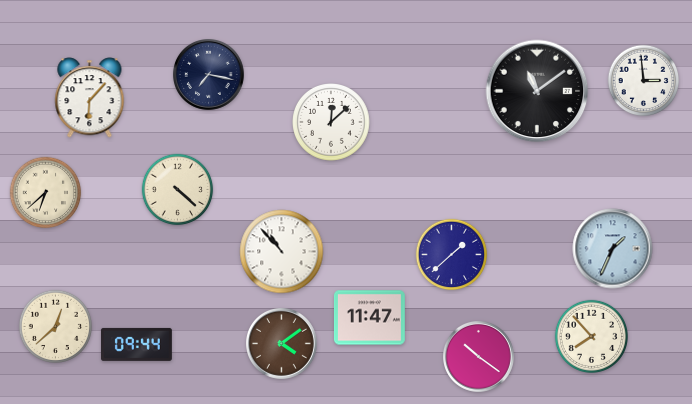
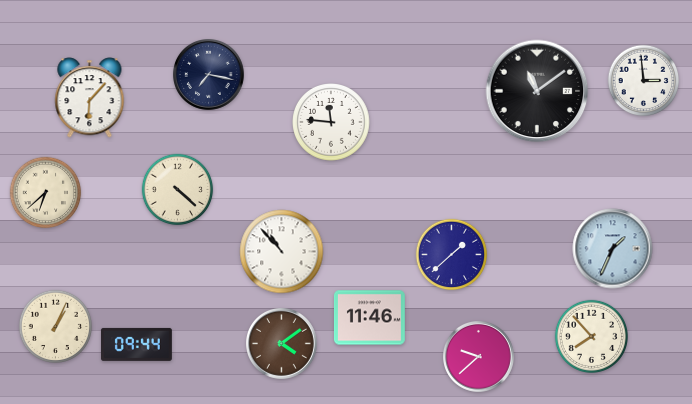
clock at (332, 123): 12:08 -> 11:46
clock at (369, 318): 11:47 -> 11:46
clock at (55, 326): 12:38 -> 1:04
clock at (479, 357): 10:21 -> 9:38
